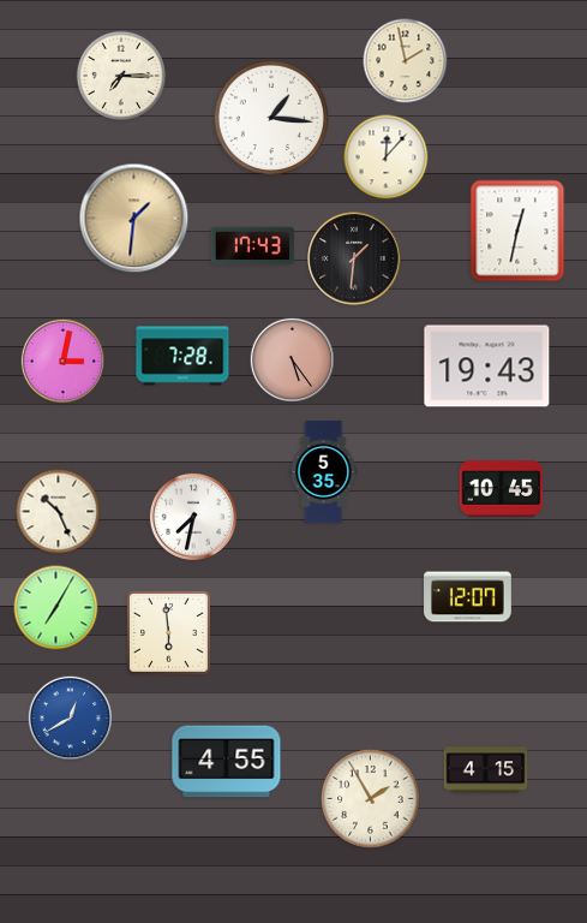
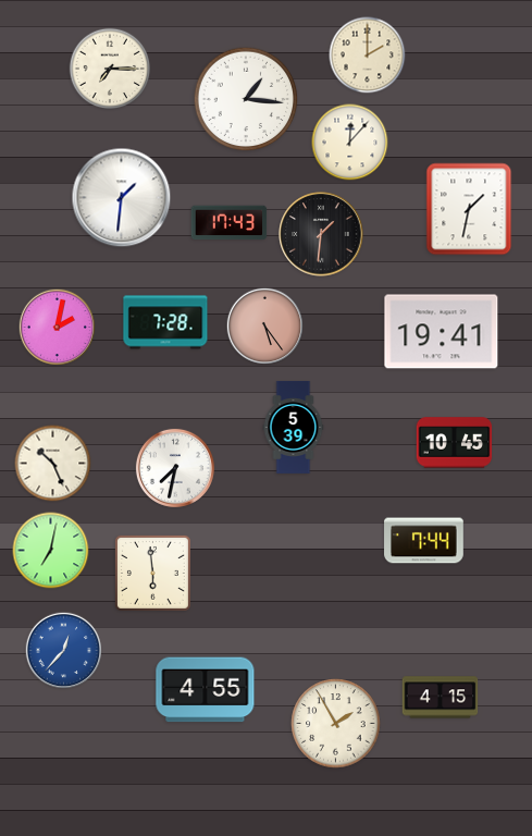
clock at (406, 61): 1:58 -> 2:00
clock at (271, 118) position: (271, 118) -> (246, 99)
clock at (134, 219) dial: champagne -> white
clock at (517, 231): 12:32 -> 1:32
clock at (64, 362): 3:02 -> 2:02
clock at (487, 367): 19:43 -> 19:41
clock at (324, 471): 5:35 -> 5:39
clock at (468, 597): 12:07 -> 7:44
clock at (56, 608): 7:05 -> 7:02
clock at (71, 719): 12:40 -> 12:37
